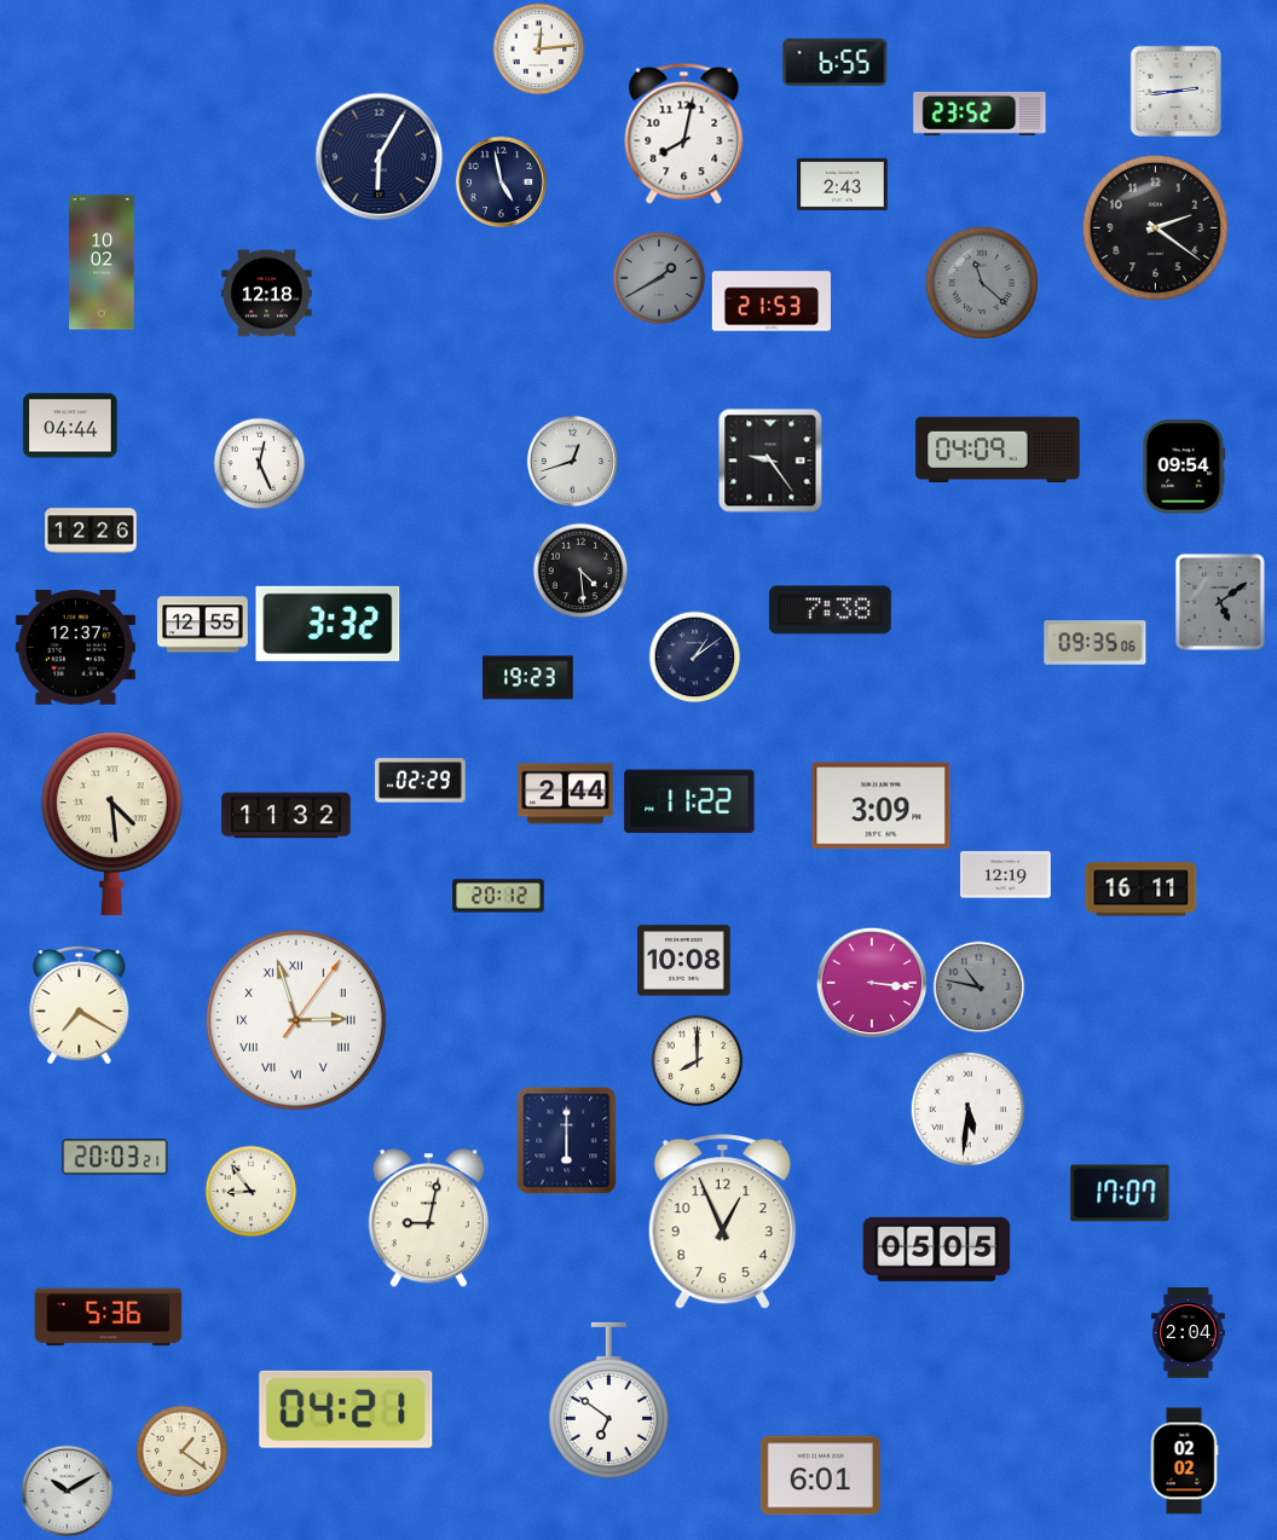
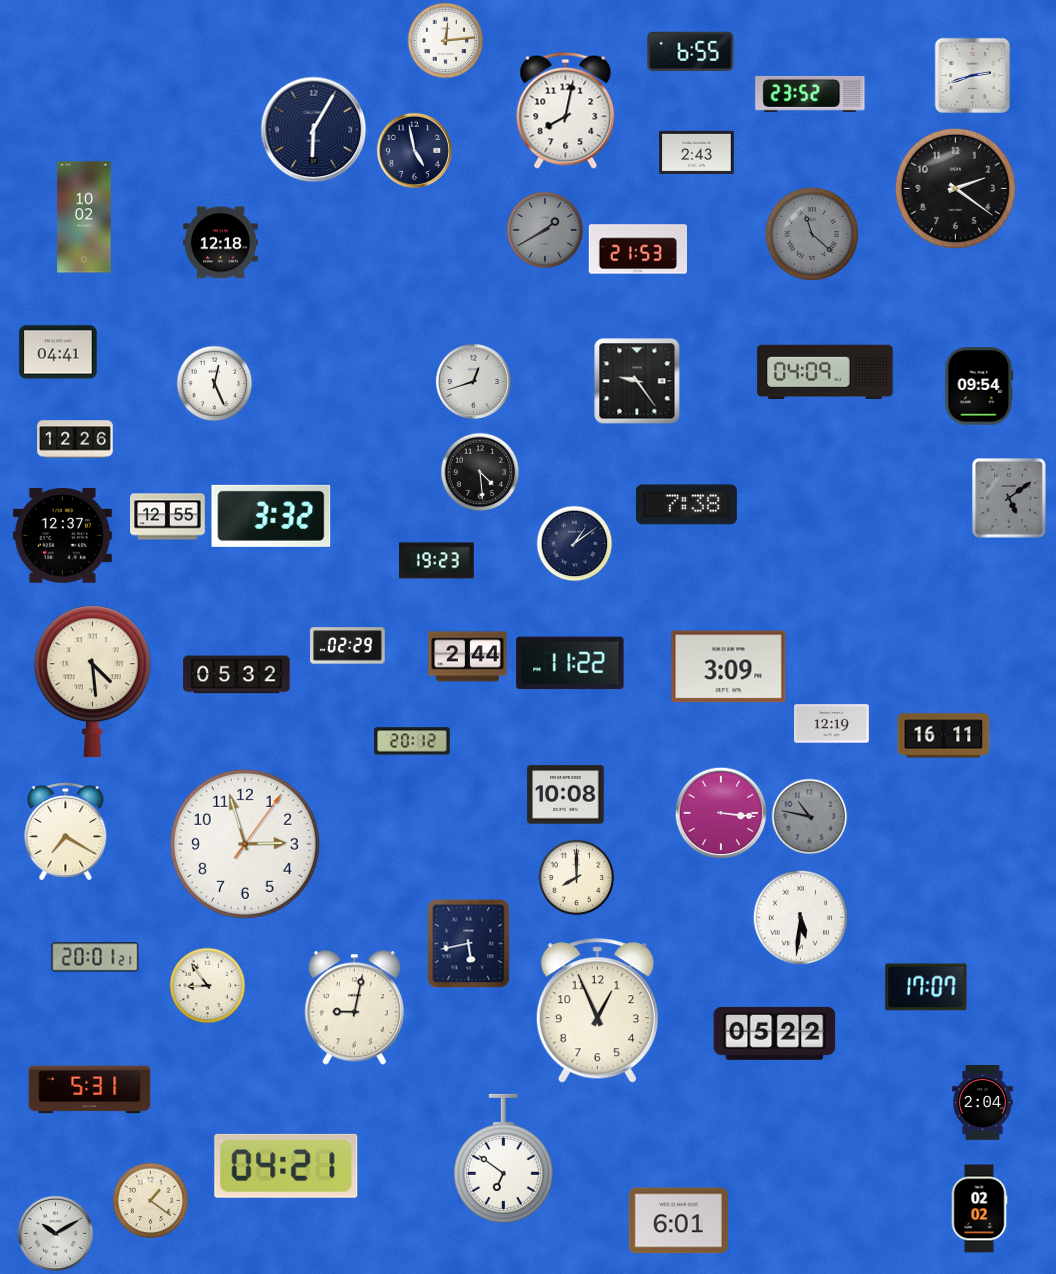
clock at (1175, 91): 2:44 -> 2:42
clock at (70, 425): 04:44 -> 04:41
clock at (1096, 643): 09:35 -> none
clock at (287, 816): 11:32 -> 05:32
clock at (296, 1020) numerals: Roman -> Arabic
clock at (567, 1141): 6:00 -> 5:43
clock at (115, 1157): 20:03 -> 20:01
clock at (937, 1249): 05:05 -> 05:22
clock at (109, 1318): 5:36 -> 5:31
